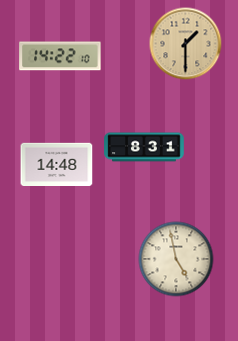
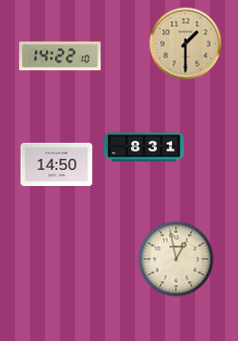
clock at (57, 164): 14:48 -> 14:50
clock at (176, 259): 4:58 -> 12:58
